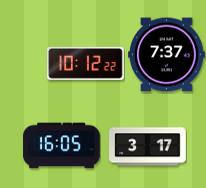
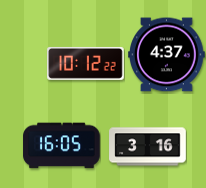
clock at (167, 55): 7:37 -> 4:37
clock at (148, 147): 3:17 -> 3:16
